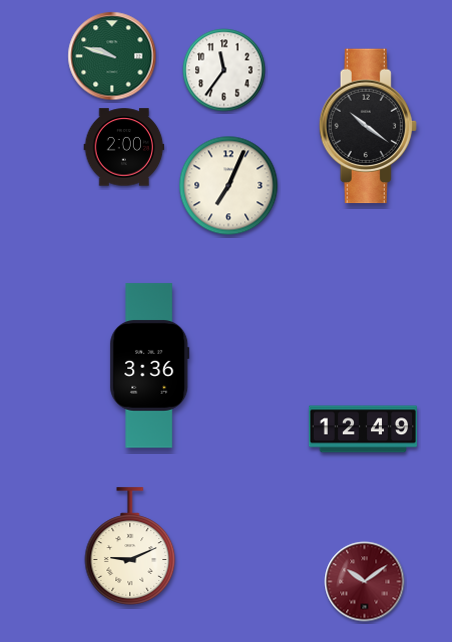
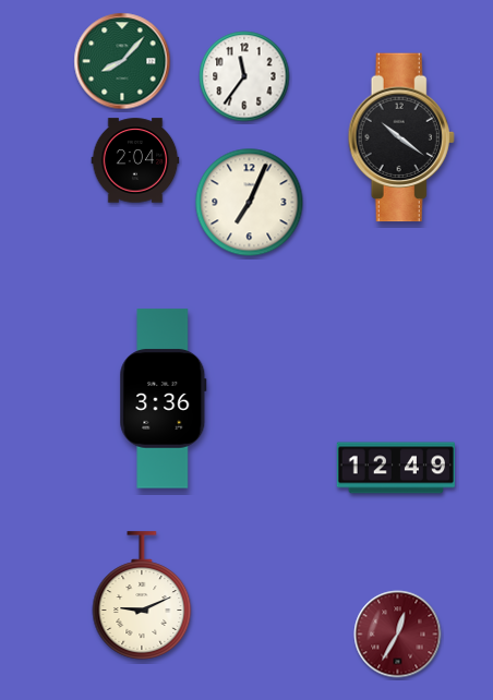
clock at (112, 56): 9:48 -> 8:07
clock at (124, 147): 2:00 -> 2:04
clock at (365, 582): 10:09 -> 12:35
